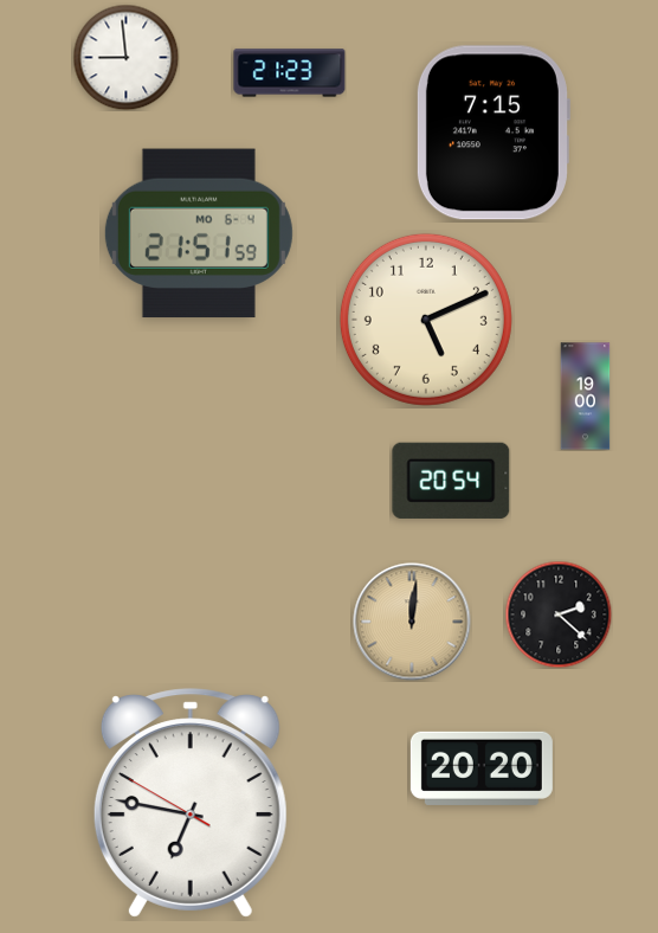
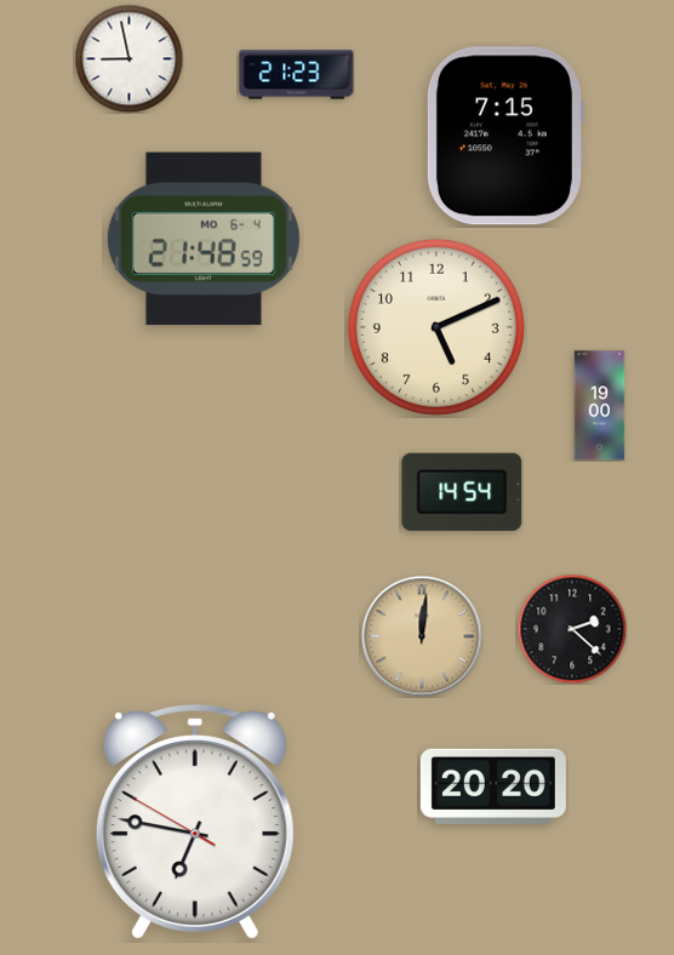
clock at (125, 57): 8:59 -> 8:58
clock at (199, 233): 21:51 -> 21:48
clock at (451, 481): 20:54 -> 14:54
